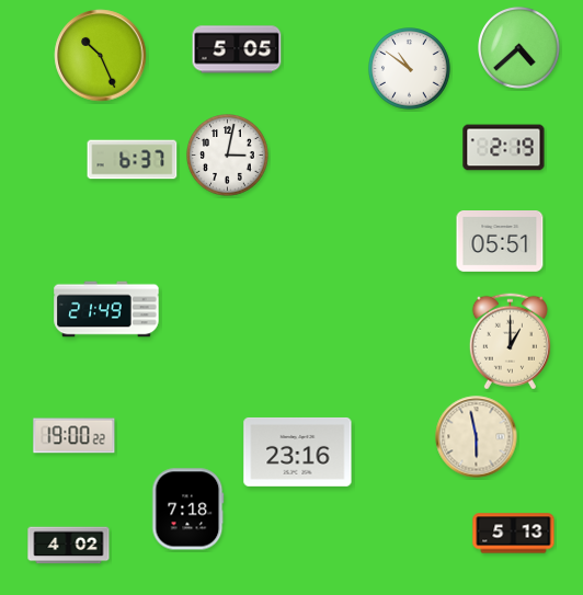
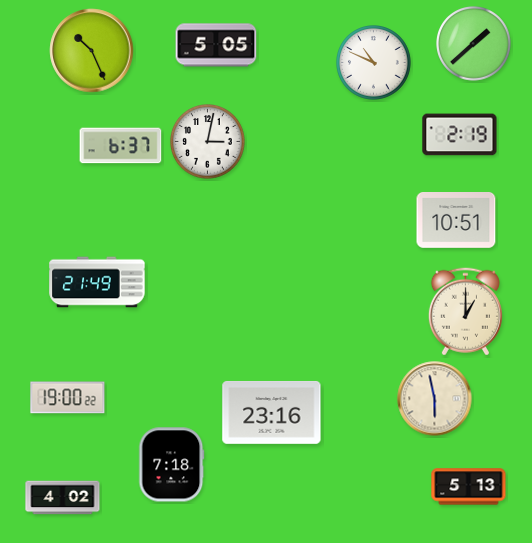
clock at (519, 48): 4:38 -> 1:38
clock at (410, 69): 10:51 -> 10:49
clock at (500, 242): 05:51 -> 10:51
